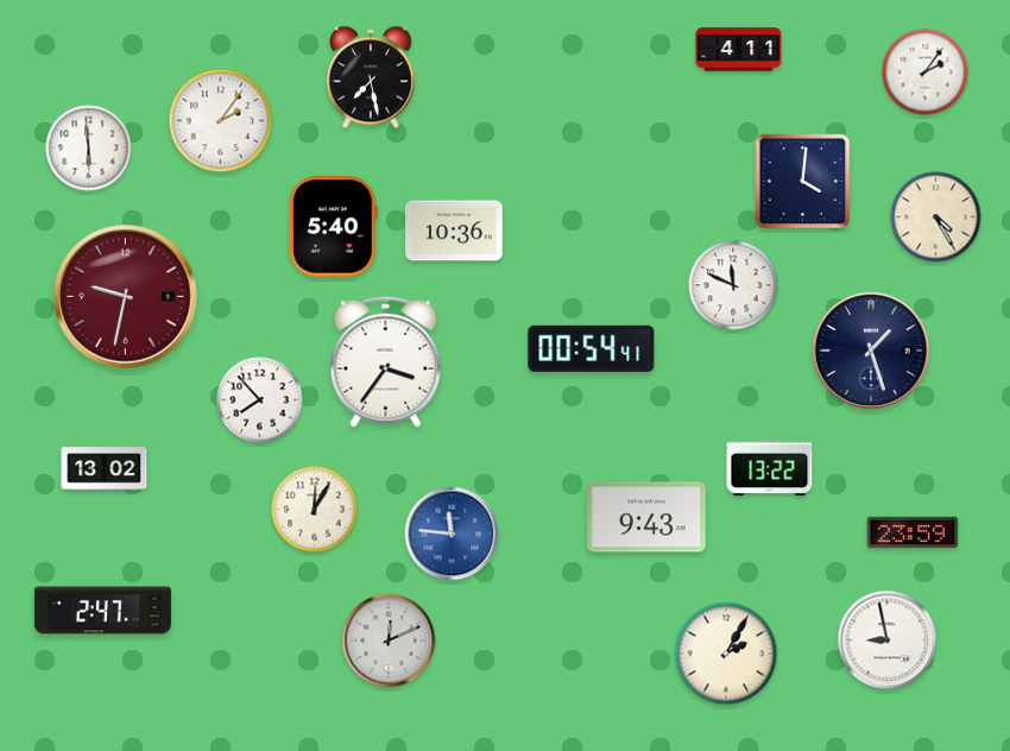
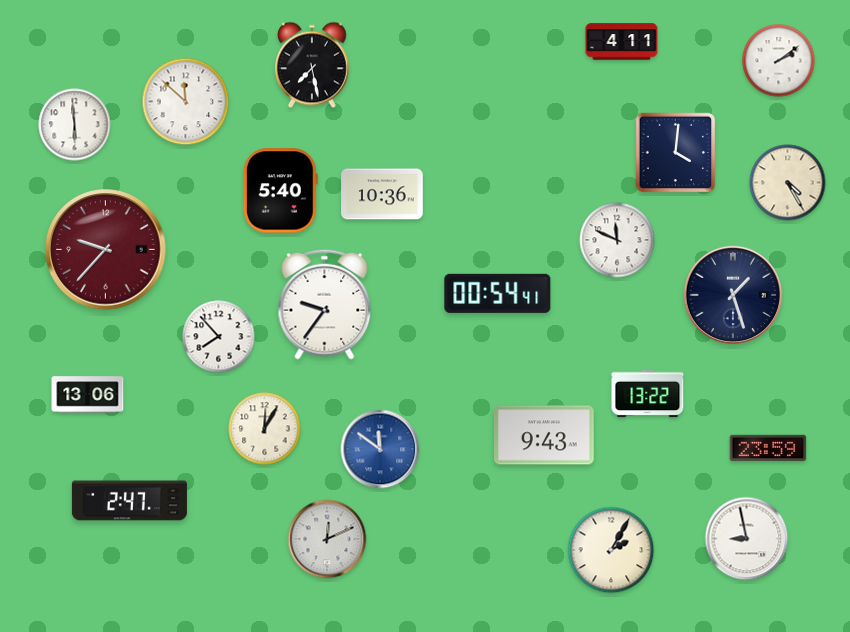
clock at (926, 72): 2:06 -> 2:09
clock at (221, 121): 2:06 -> 11:52
clock at (126, 297): 9:32 -> 9:37
clock at (386, 361): 3:36 -> 9:36
clock at (105, 469): 13:02 -> 13:06
clock at (452, 534): 11:46 -> 11:51
clock at (102, 611) position: (102, 611) -> (129, 501)
